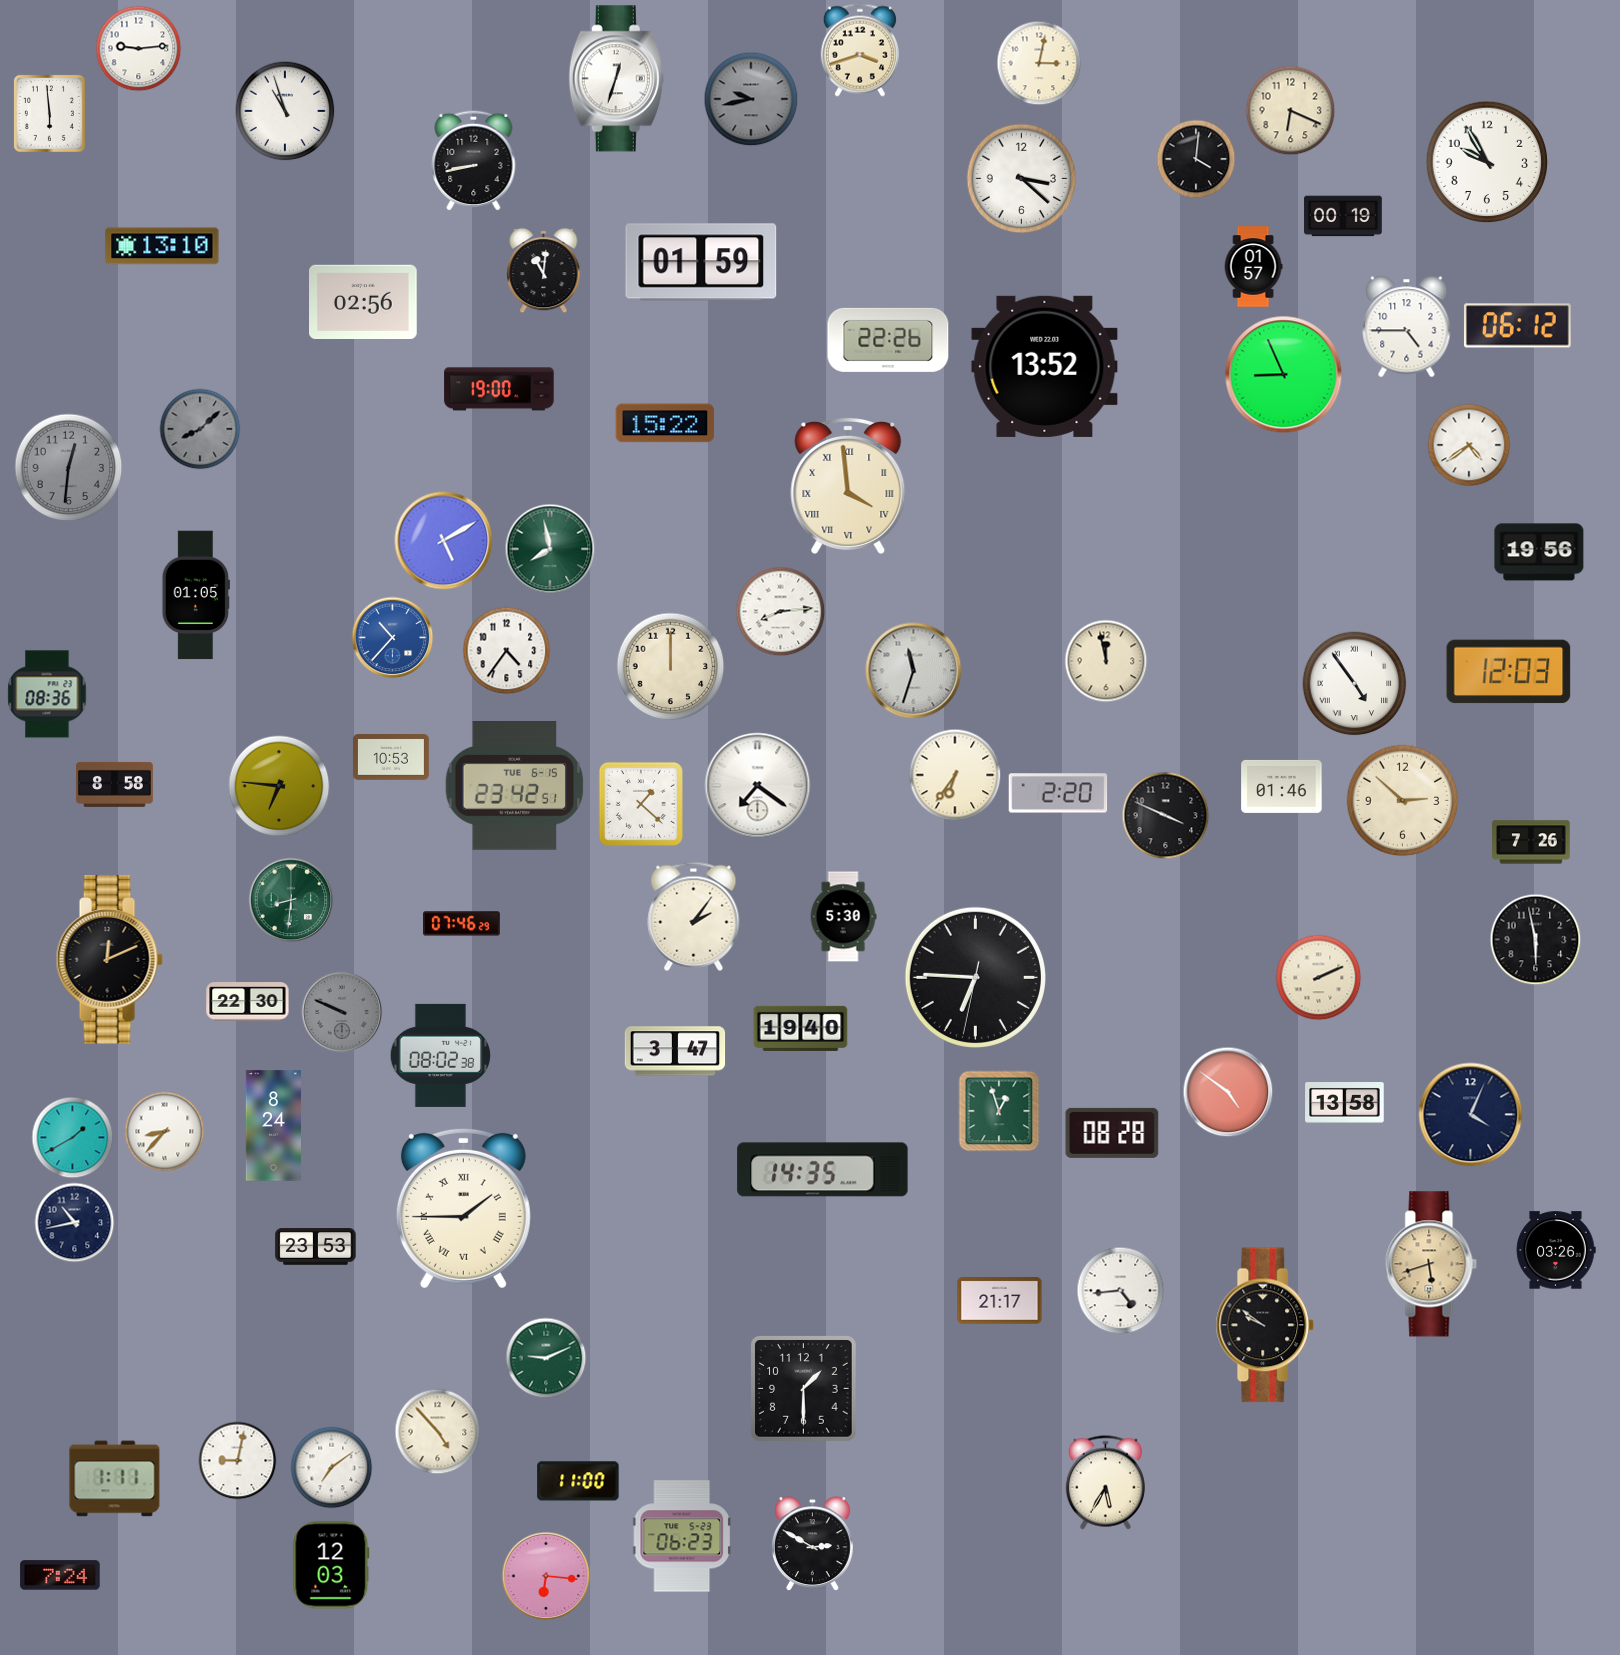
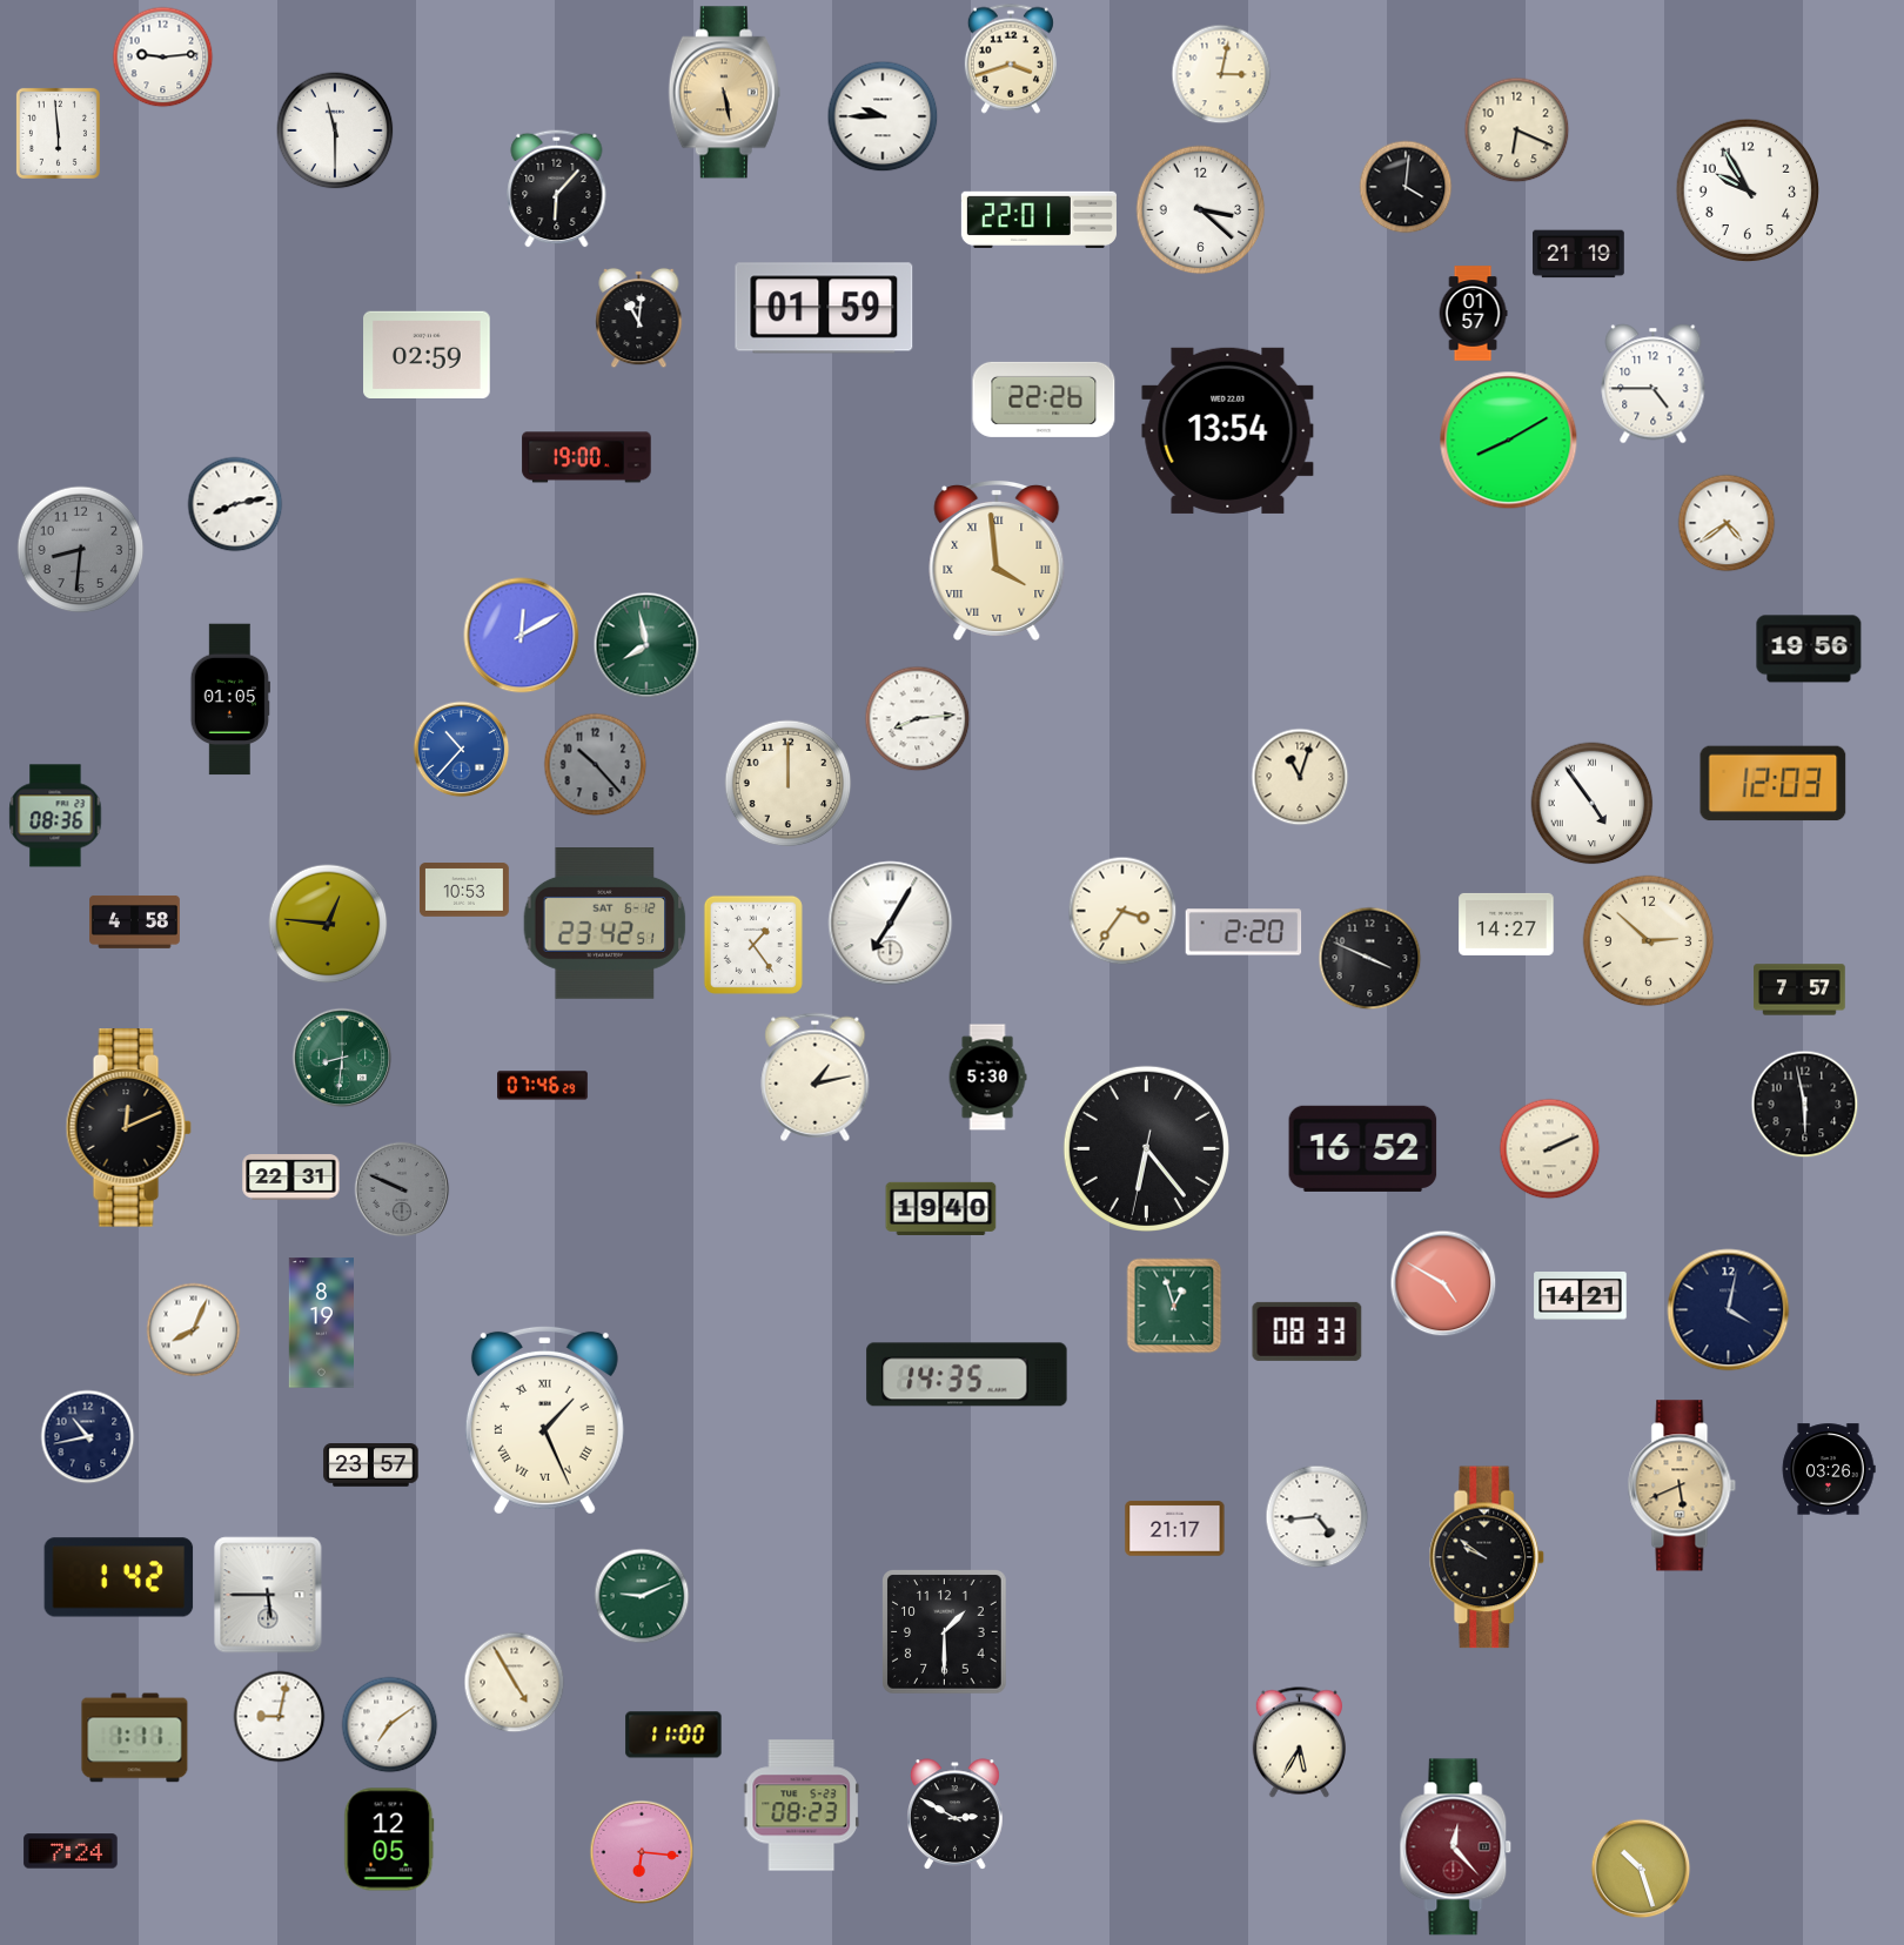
clock at (616, 79): 12:33 -> 5:28
clock at (616, 79) dial: white -> champagne
clock at (751, 99): 9:43 -> 9:45
clock at (751, 99) dial: grey -> white
clock at (285, 111): 10:57 -> 11:30
clock at (474, 160): 8:43 -> 6:07
clock at (1039, 220): none -> 22:01
clock at (1343, 216): 00:19 -> 21:19
clock at (162, 246): 13:10 -> none
clock at (364, 301): 02:56 -> 02:59
clock at (1517, 326): 06:12 -> none
clock at (1045, 366): 13:52 -> 13:54
clock at (1284, 375): 8:56 -> 8:10
clock at (665, 423): 15:22 -> none
clock at (200, 429): 8:08 -> 8:13
clock at (200, 429) dial: grey -> white
clock at (69, 468): 12:31 -> 8:31
clock at (848, 485) position: (848, 485) -> (997, 559)
clock at (444, 541): 5:10 -> 12:10
clock at (507, 651): 4:36 -> 10:23
clock at (507, 651) dial: white -> grey
clock at (1106, 661): 11:58 -> 11:03
clock at (914, 671): 11:33 -> none
clock at (1509, 672) position: (1509, 672) -> (1774, 784)
clock at (391, 757) position: (391, 757) -> (464, 890)
clock at (955, 775): 6:36 -> 3:36
clock at (115, 784): 8:58 -> 4:58
clock at (279, 786): 6:46 -> 12:46
clock at (515, 786) date: TUE 6-15 -> SAT 6-12
clock at (758, 786): 7:21 -> 7:05
clock at (1282, 786): 01:46 -> 14:27
clock at (641, 804): 1:22 -> 1:24
clock at (1531, 842): 7:26 -> 7:57
clock at (694, 916): 2:06 -> 1:13
clock at (843, 917) position: (843, 917) -> (987, 1078)
clock at (975, 977): 6:45 -> 6:23
clock at (1363, 1148): none -> 16:52
clock at (248, 1002): 22:30 -> 22:31
clock at (675, 1051): 3:47 -> none
clock at (441, 1055): 08:02 -> none
clock at (1228, 1092): 4:51 -> 4:50
clock at (1345, 1103): 13:58 -> 14:21
clock at (1471, 1115): 4:04 -> 4:02
clock at (273, 1126): 8:24 -> 8:19
clock at (165, 1132): 8:37 -> 8:04
clock at (1112, 1133): 08:28 -> 08:33
clock at (73, 1138): 1:40 -> none
clock at (463, 1208): 1:45 -> 1:26
clock at (316, 1247): 23:53 -> 23:57
clock at (1431, 1264): 5:42 -> 5:41
clock at (119, 1577): none -> 1:42
clock at (268, 1595): none -> 5:45
clock at (438, 1432): 4:53 -> 4:55
clock at (578, 1481) position: (578, 1481) -> (673, 1735)
clock at (682, 1536): 06:23 -> 08:23
clock at (331, 1565): 12:03 -> 12:05
clock at (1456, 1847): none -> 12:23
clock at (1641, 1869): none -> 10:27
